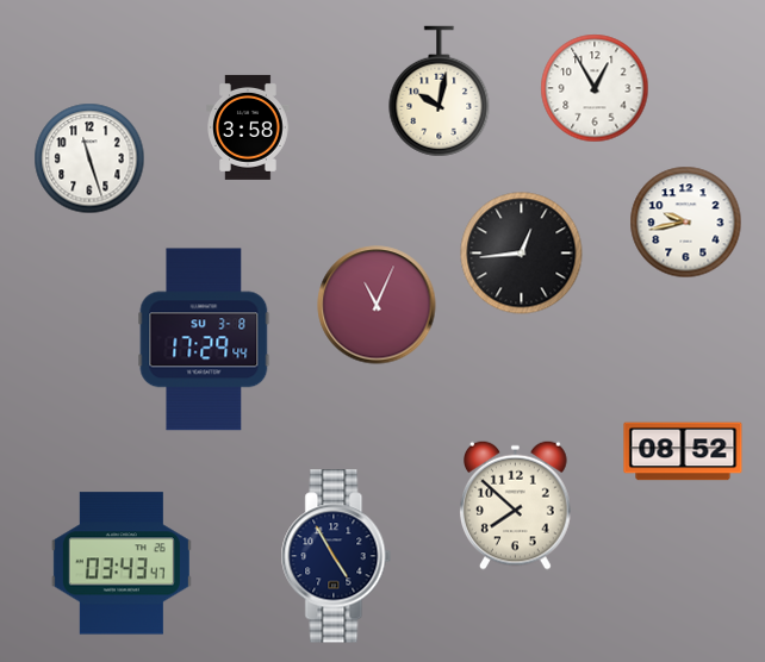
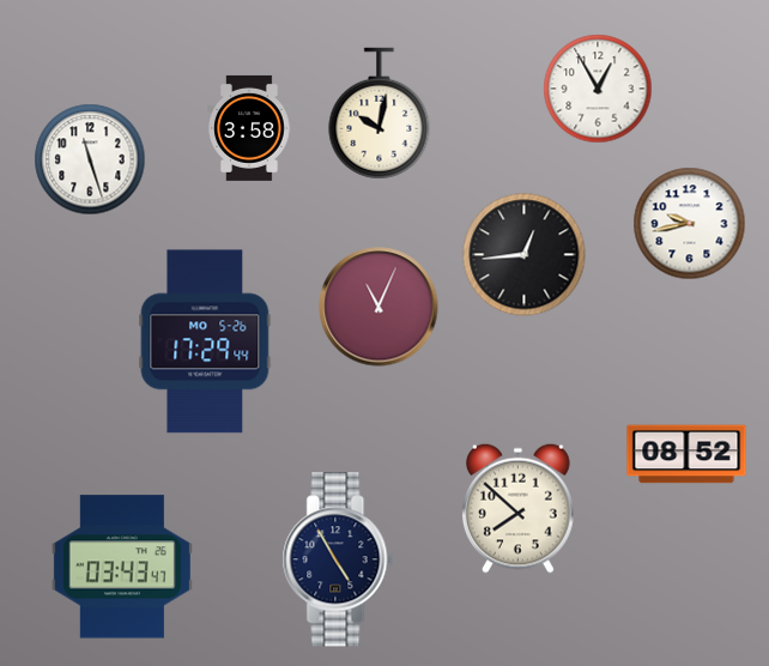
clock at (440, 92) position: (440, 92) -> (380, 114)
clock at (204, 339) date: SU 3-8 -> MO 5-26
